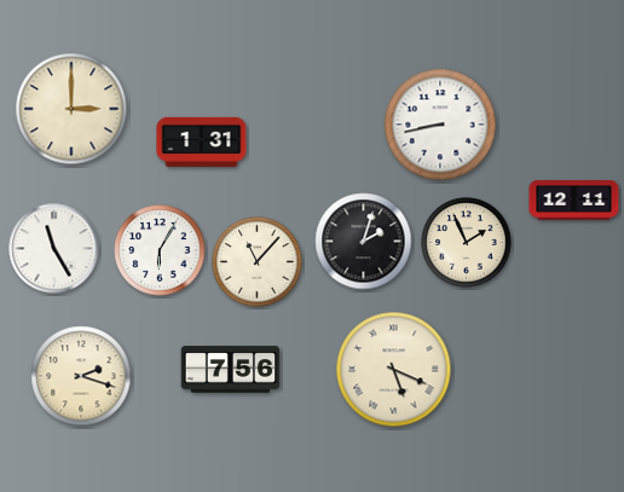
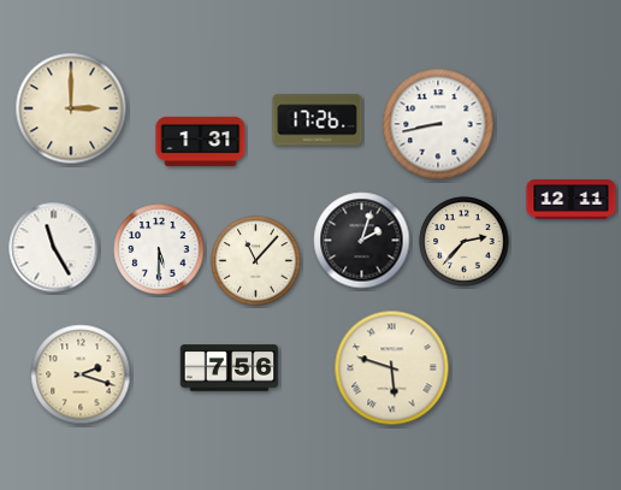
clock at (318, 120): none -> 17:26
clock at (467, 243): 1:56 -> 2:37
clock at (160, 250): 6:05 -> 5:30
clock at (394, 370): 5:19 -> 5:48
